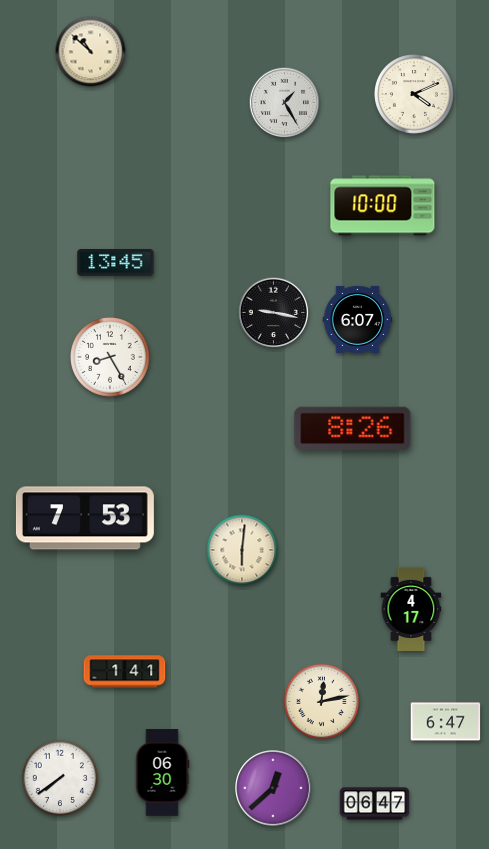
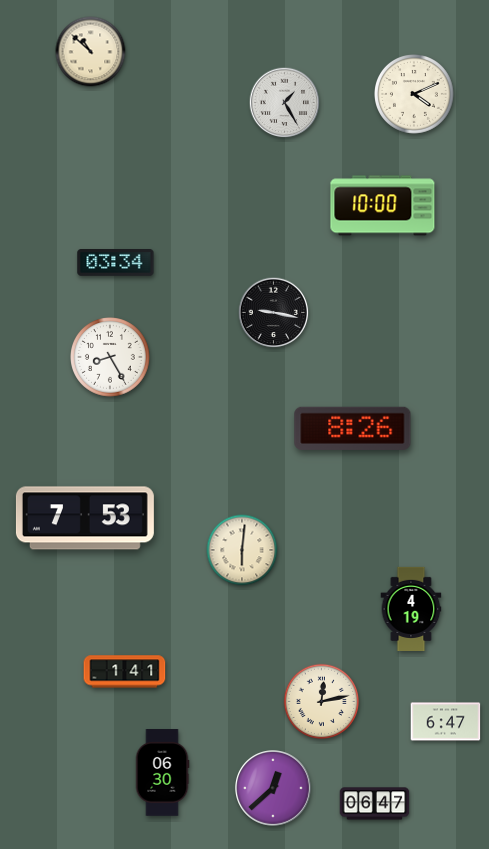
clock at (116, 263): 13:45 -> 03:34
clock at (358, 319): 6:07 -> none
clock at (411, 608): 4:17 -> 4:19
clock at (59, 777): 7:39 -> none
